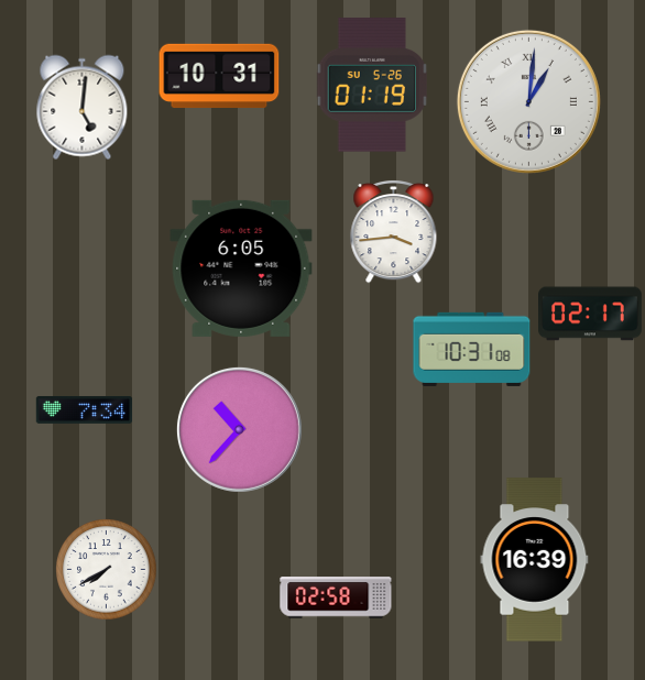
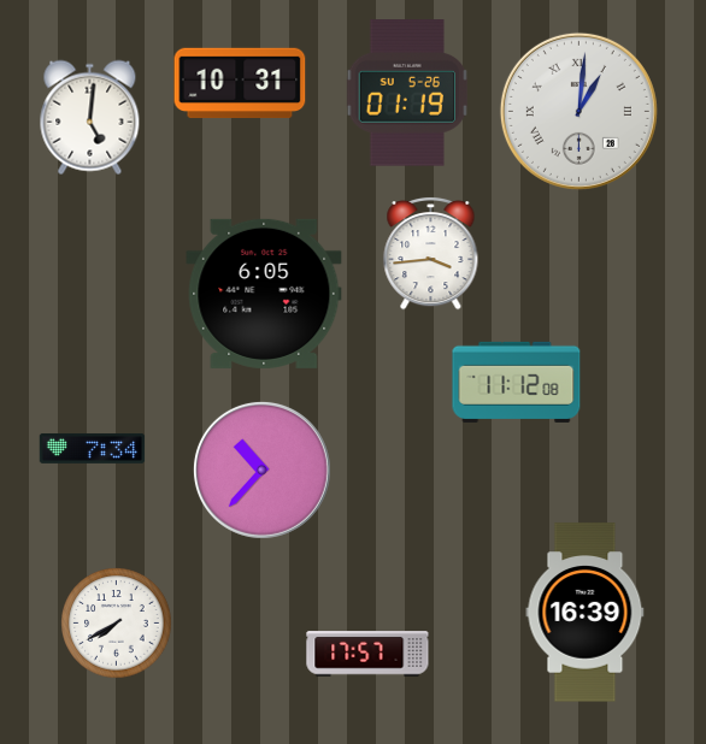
clock at (591, 314): 02:17 -> none
clock at (472, 349): 10:31 -> 11:12
clock at (336, 597): 02:58 -> 17:57
